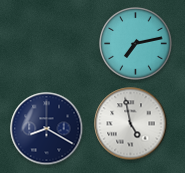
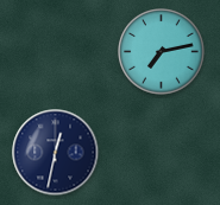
clock at (131, 124): 4:58 -> none
clock at (47, 129): 8:20 -> 12:32
